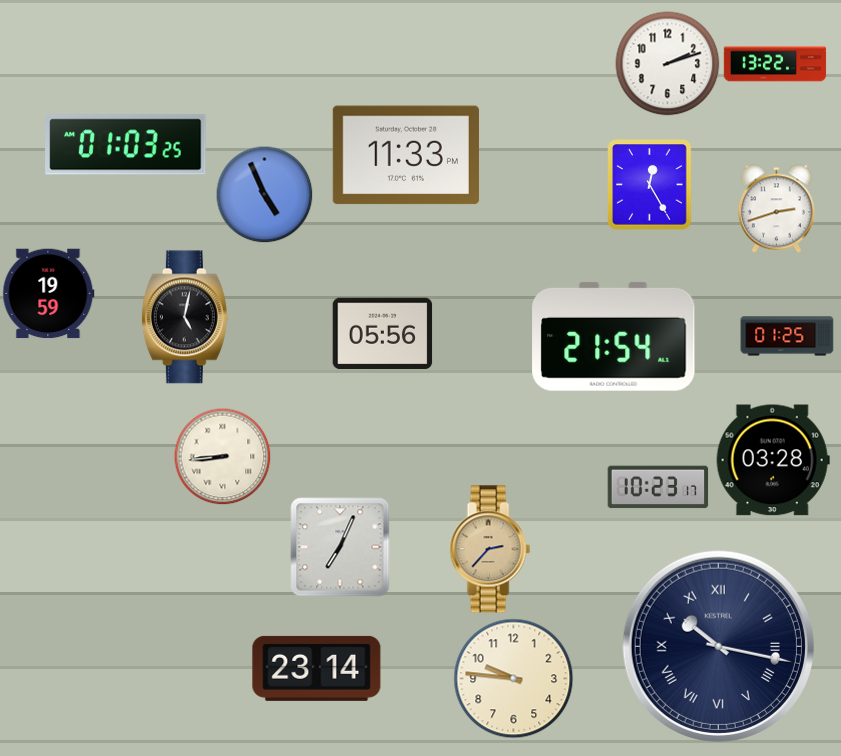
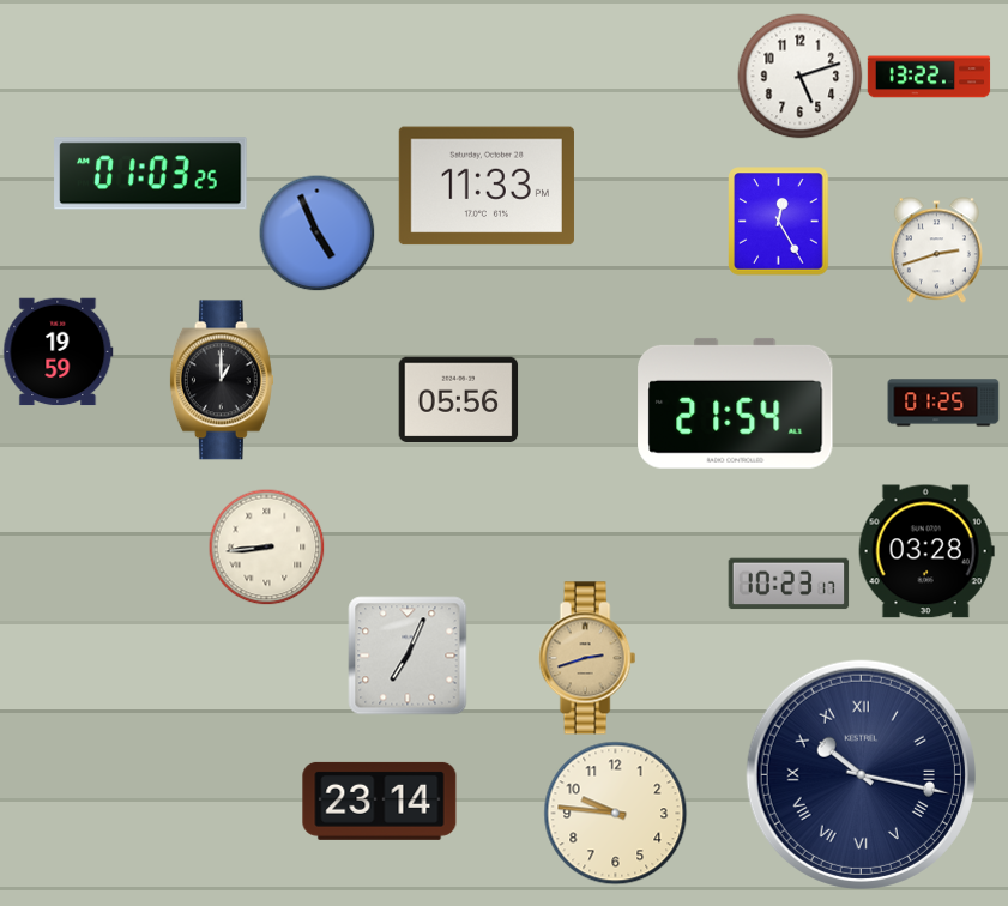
clock at (668, 64): 2:12 -> 5:12
clock at (776, 209) position: (776, 209) -> (936, 250)
clock at (185, 317): 5:02 -> 1:00
clock at (490, 549): 2:37 -> 2:42
